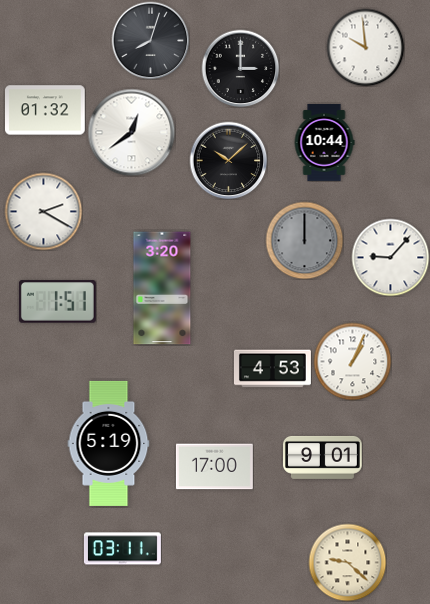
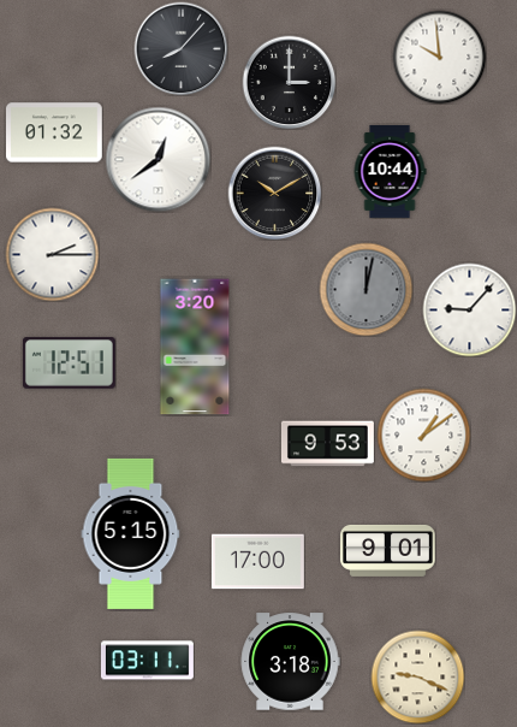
clock at (150, 40): 8:03 -> 8:07
clock at (228, 160): 10:08 -> 10:10
clock at (43, 211): 2:20 -> 2:15
clock at (304, 240): 12:00 -> 12:02
clock at (57, 302): 1:51 -> 12:51
clock at (352, 361): 1:04 -> 1:09
clock at (272, 369): 4:53 -> 9:53
clock at (109, 443): 5:19 -> 5:15
clock at (290, 662): none -> 3:18
clock at (347, 562): 9:22 -> 9:19
